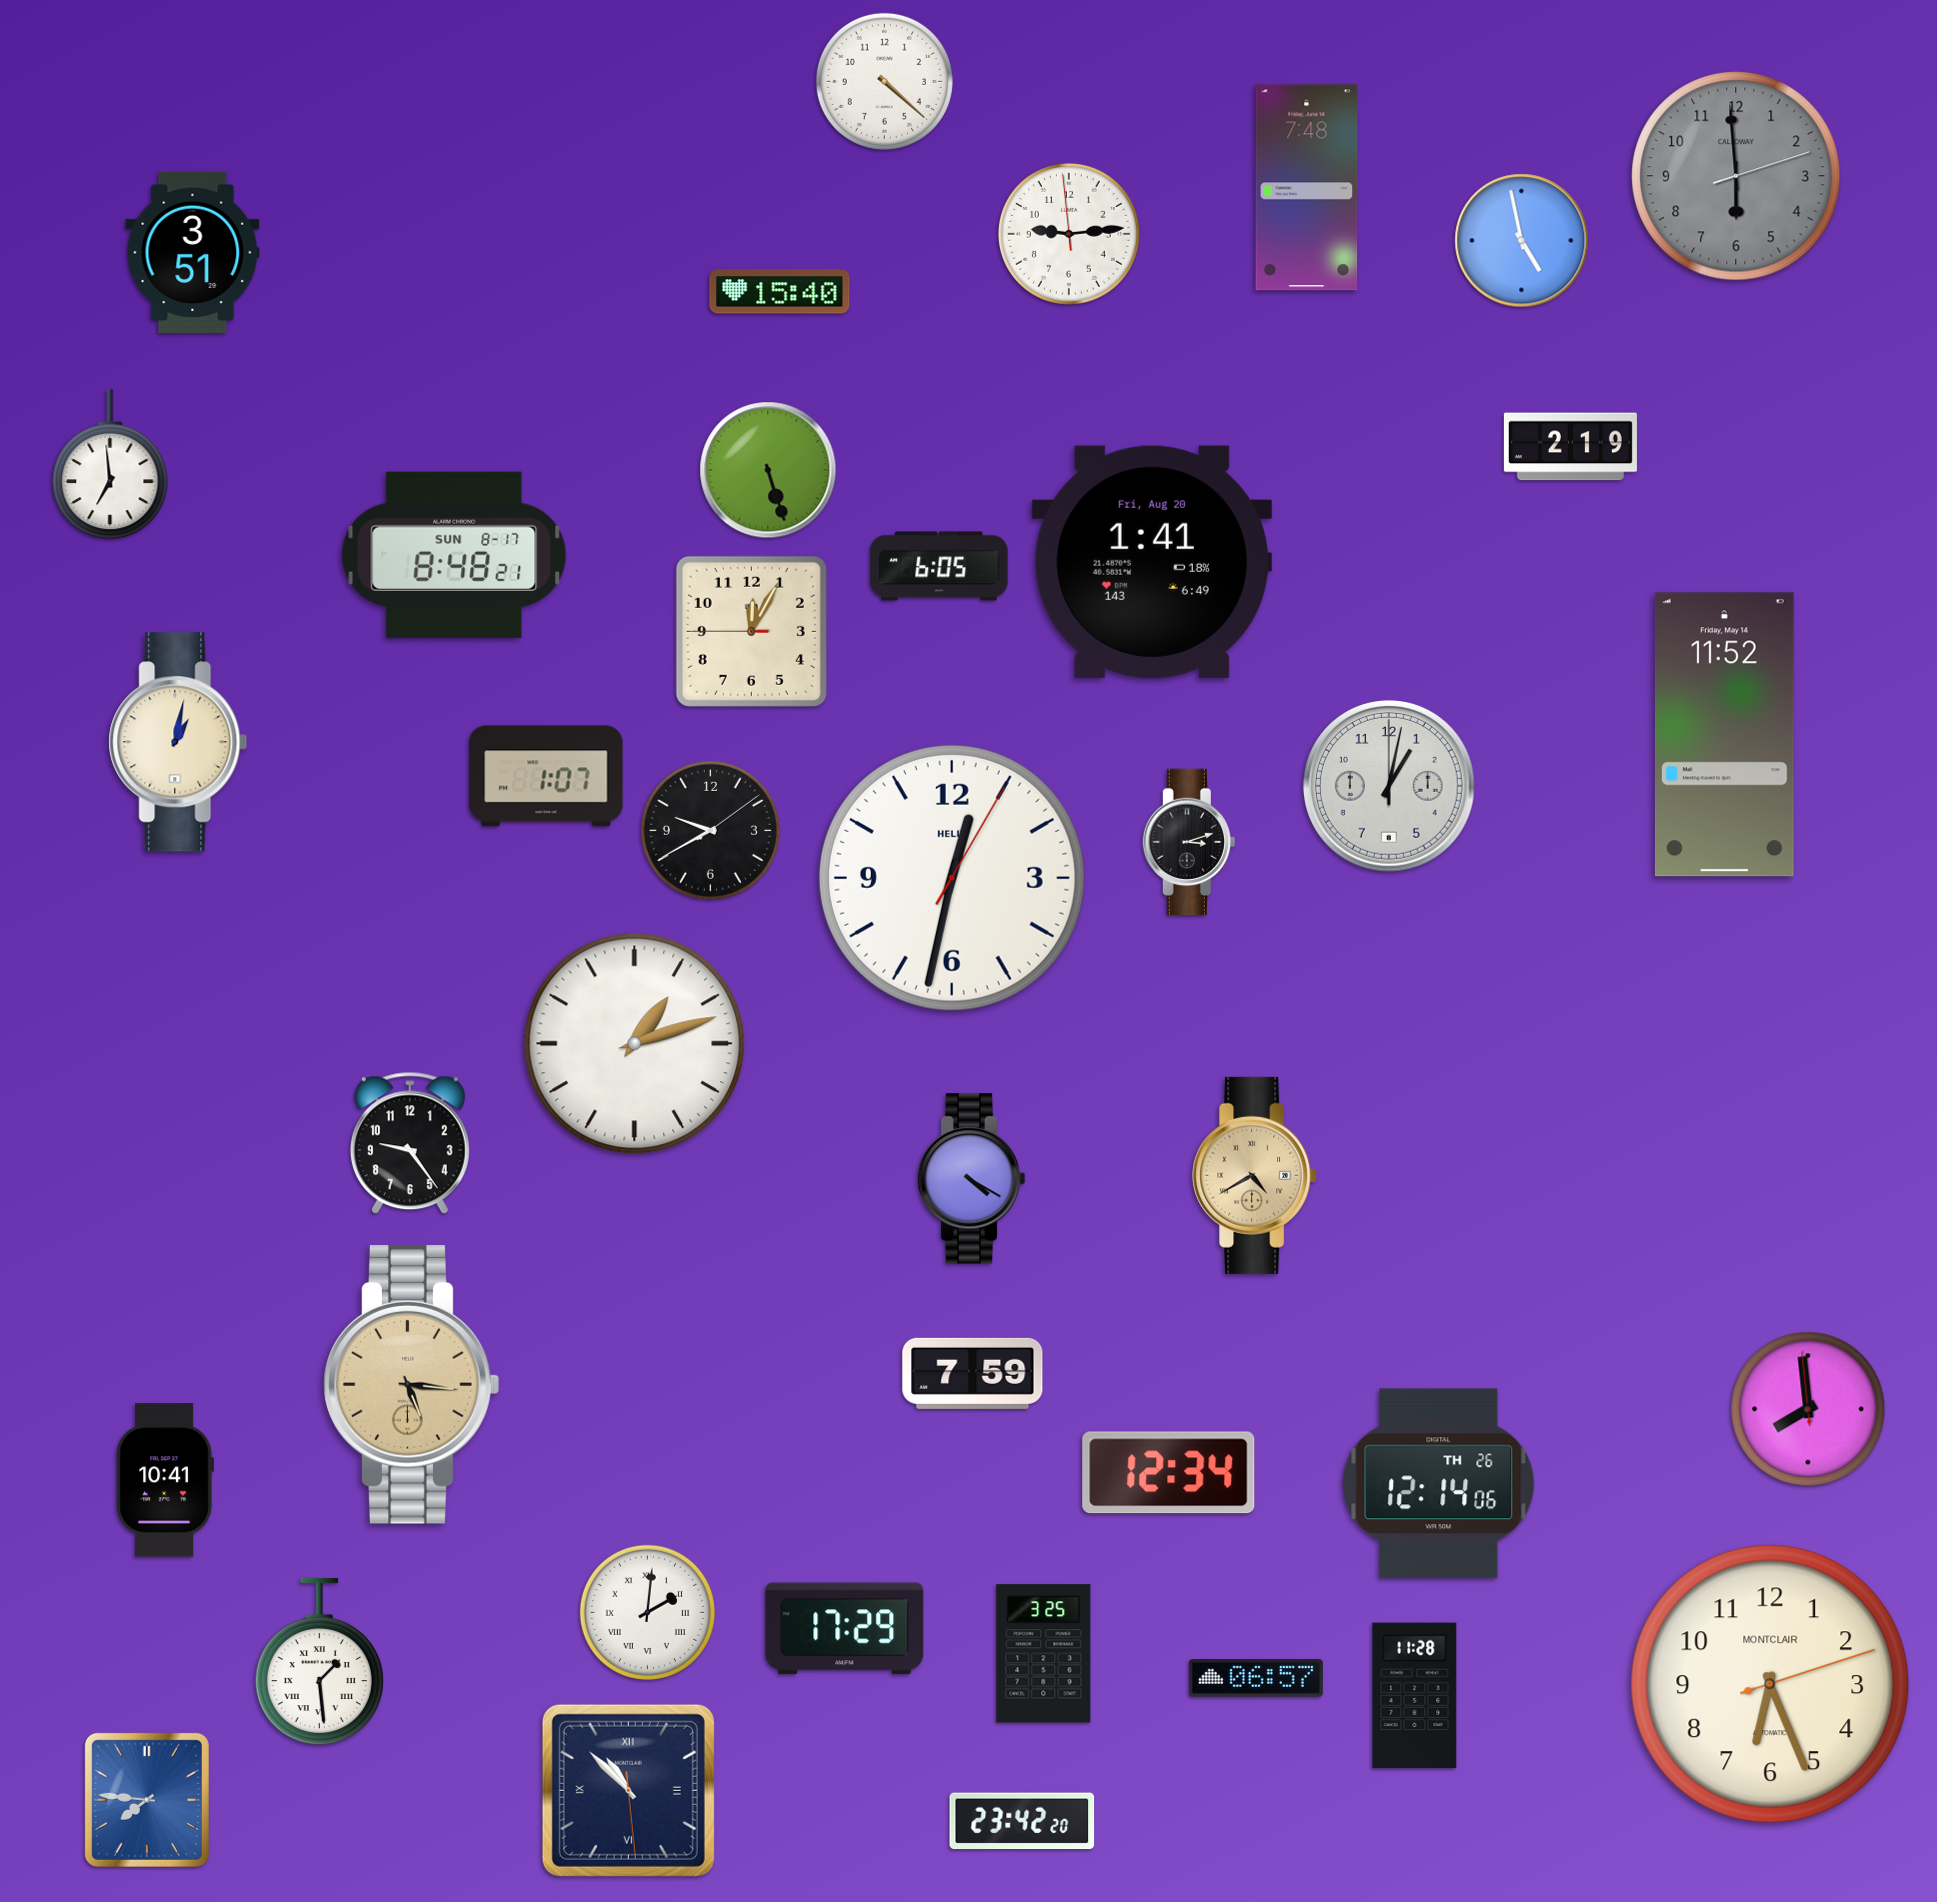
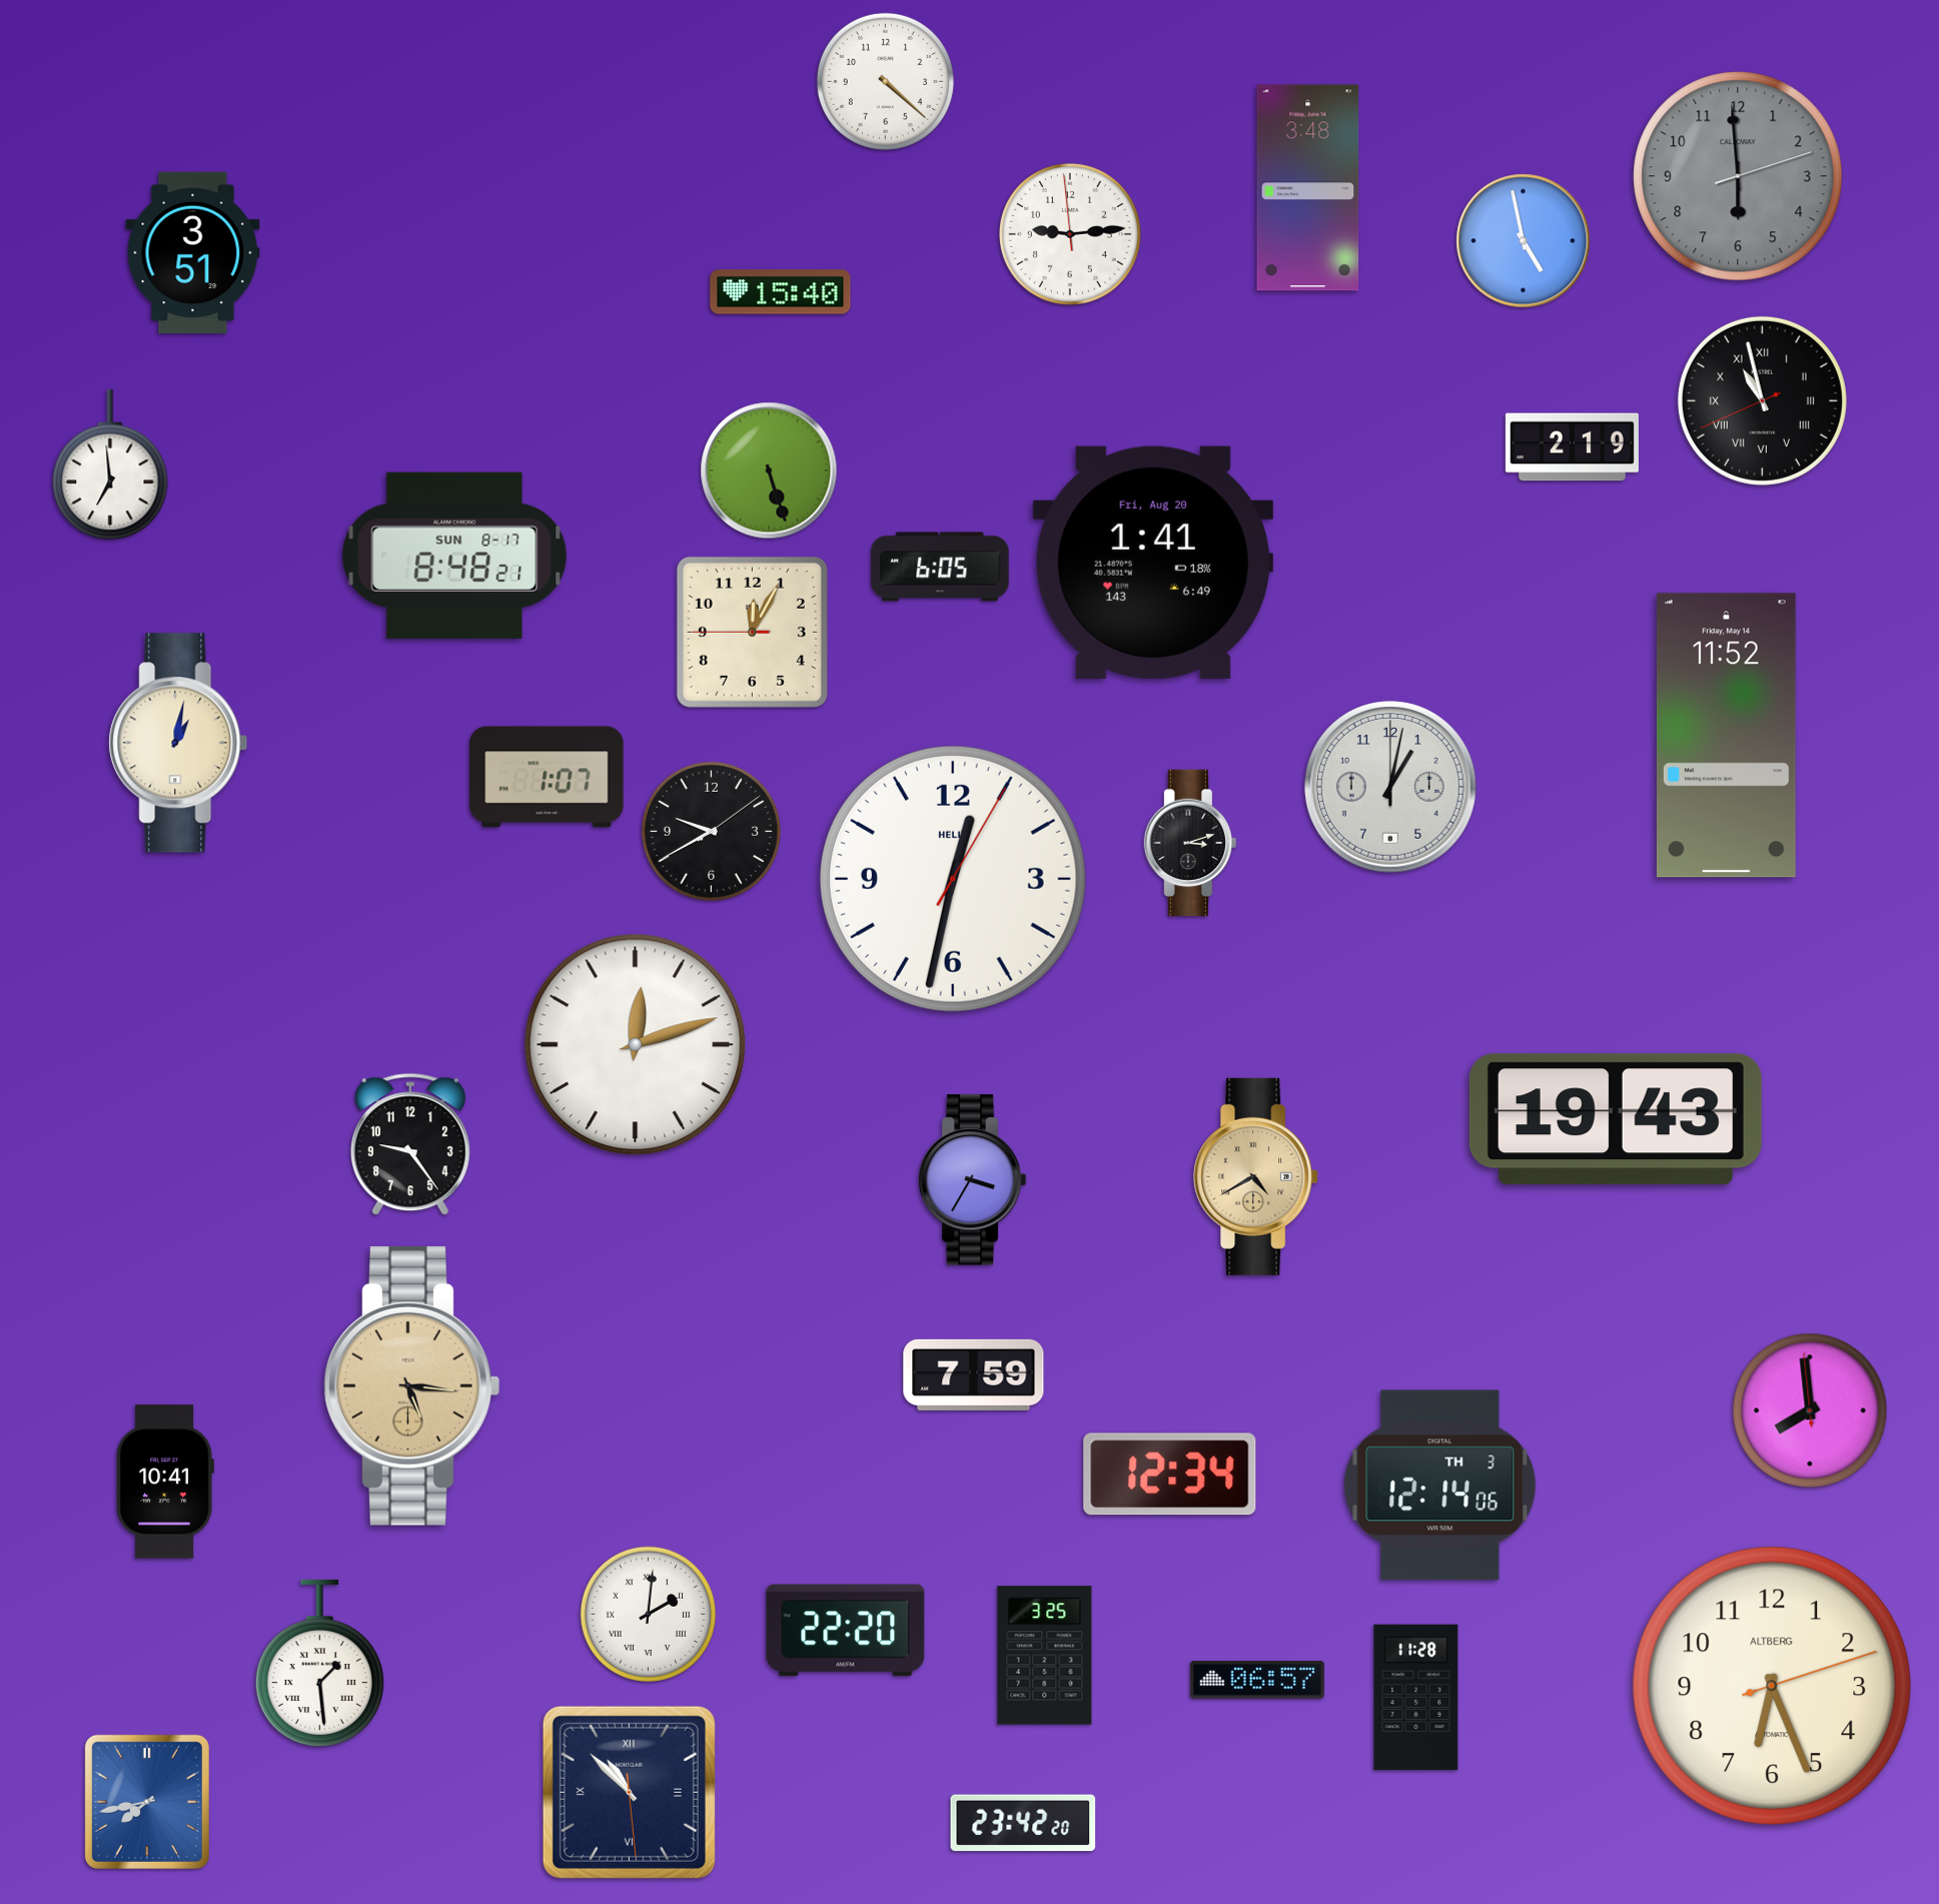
clock at (1307, 188): 7:48 -> 3:48
clock at (1762, 400): none -> 10:57
clock at (635, 1044): 1:12 -> 12:12
clock at (1616, 1119): none -> 19:43
clock at (971, 1179): 4:20 -> 3:35
clock at (1439, 1484) date: TH 26 -> TH 3
clock at (845, 1629): 17:29 -> 22:20
clock at (1770, 1684) brand: MONTCLAIR -> ALTBERG
clock at (147, 1800): 7:46 -> 7:43
